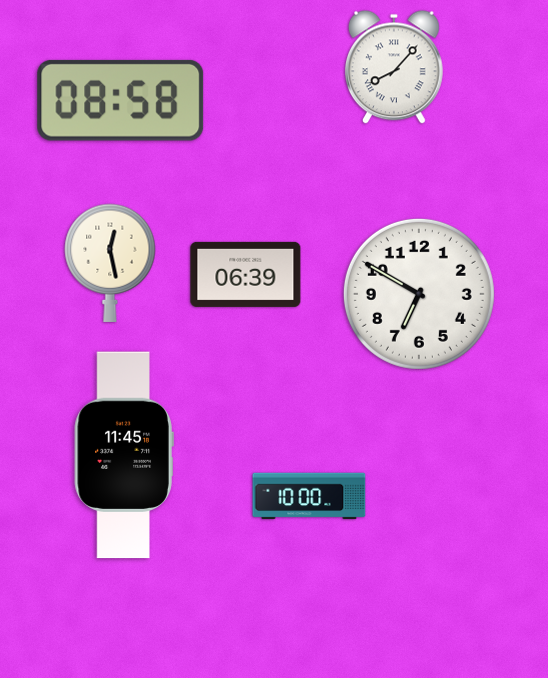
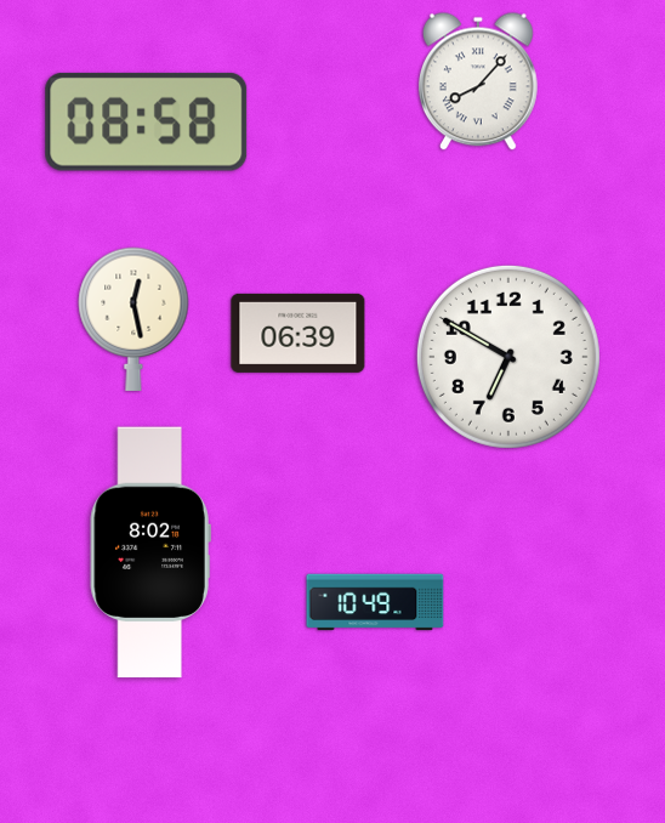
clock at (124, 455): 11:45 -> 8:02
clock at (309, 496): 10:00 -> 10:49
